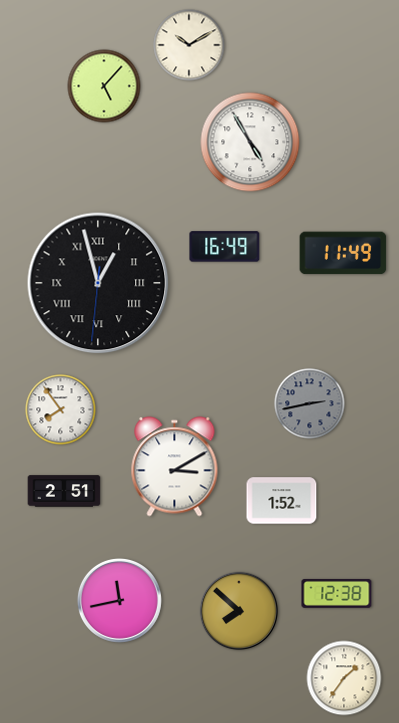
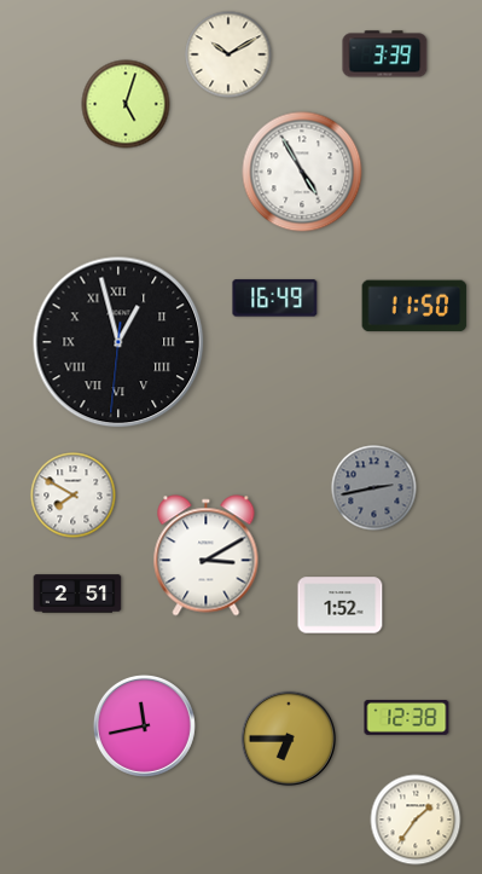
clock at (385, 54): none -> 3:39
clock at (104, 86): 5:07 -> 5:03
clock at (225, 247) position: (225, 247) -> (275, 299)
clock at (343, 253): 11:49 -> 11:50
clock at (61, 410): 7:54 -> 7:50
clock at (175, 467) position: (175, 467) -> (207, 556)
clock at (239, 611): 7:52 -> 6:45
